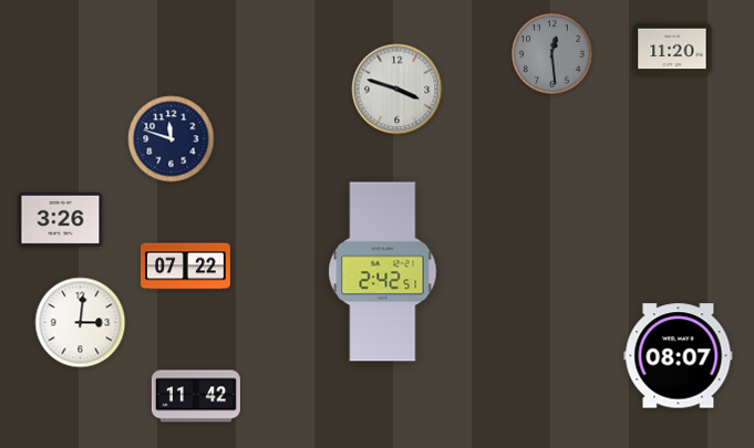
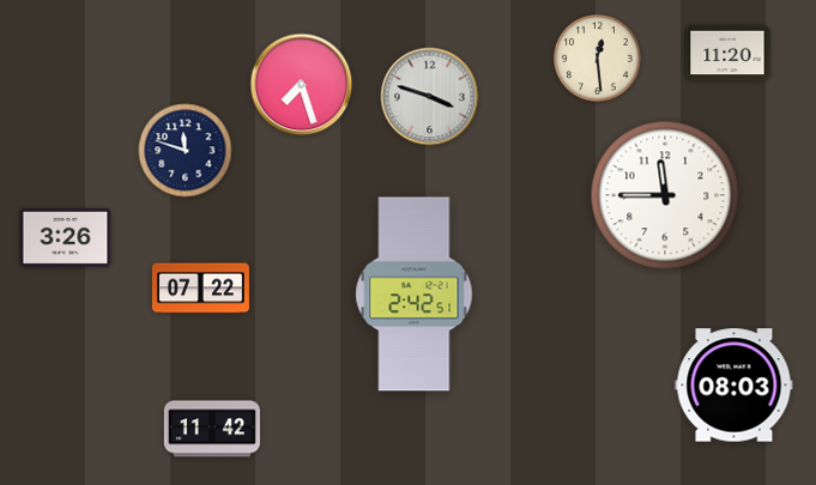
clock at (552, 54) dial: grey -> cream
clock at (302, 85): none -> 7:27
clock at (665, 195): none -> 11:45
clock at (81, 323): 3:01 -> none
clock at (679, 356): 08:07 -> 08:03
